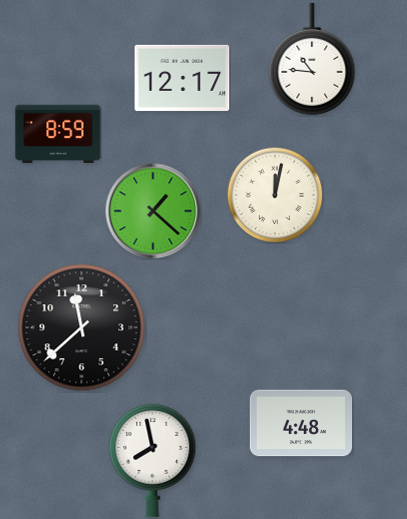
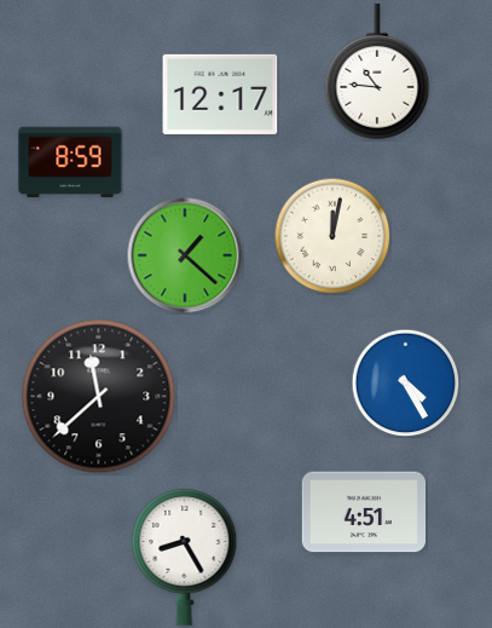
clock at (405, 382): none -> 4:25
clock at (301, 423): 4:48 -> 4:51
clock at (153, 460): 7:58 -> 8:25
